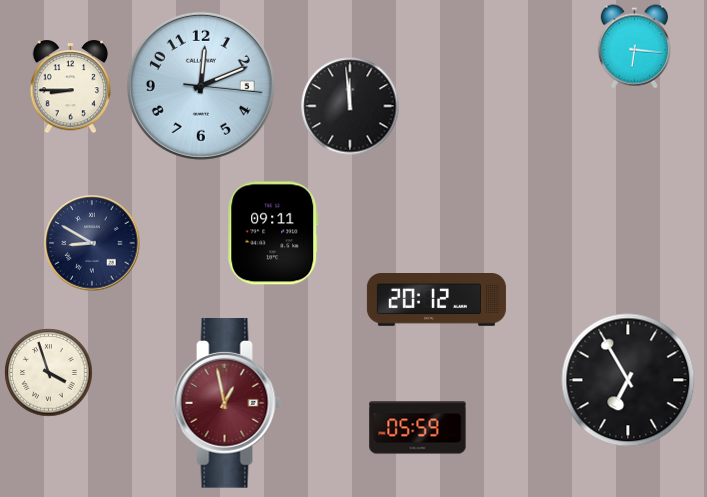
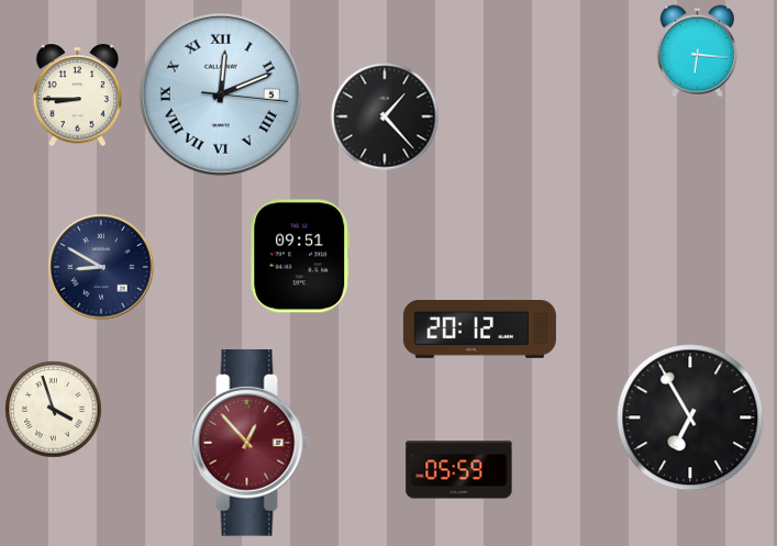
clock at (201, 86) numerals: Arabic -> Roman
clock at (350, 106): 11:59 -> 1:23
clock at (273, 233): 09:11 -> 09:51
clock at (227, 404): 12:58 -> 12:53
